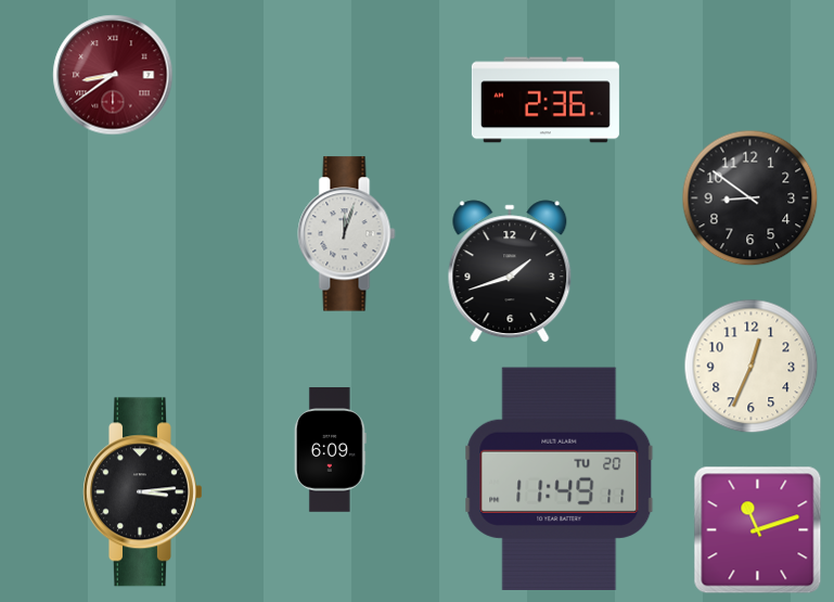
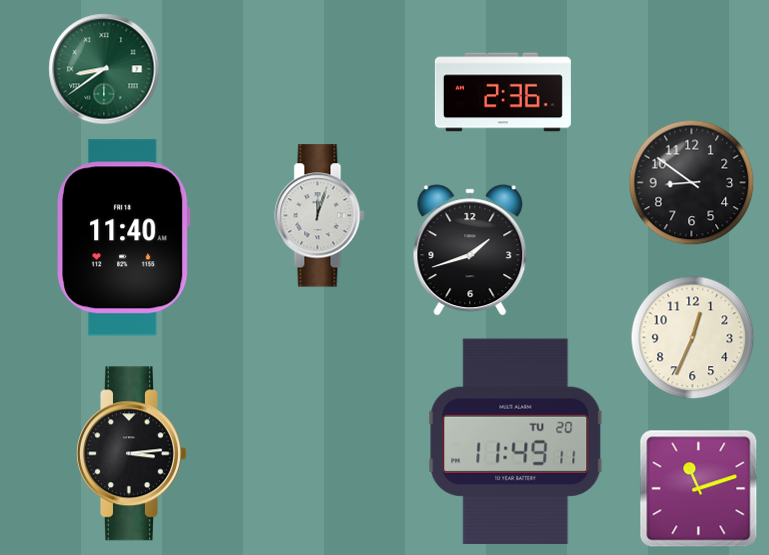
clock at (113, 75) dial: burgundy -> green
clock at (124, 238): none -> 11:40
clock at (330, 450): 6:09 -> none
